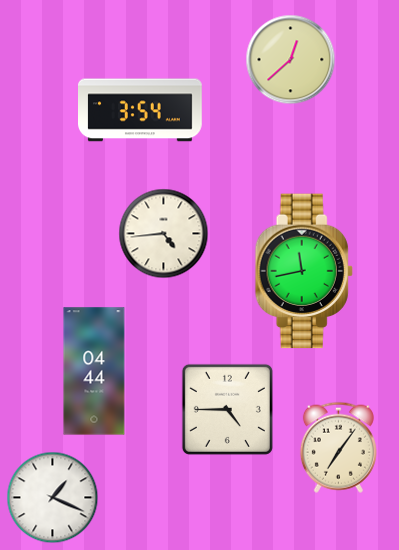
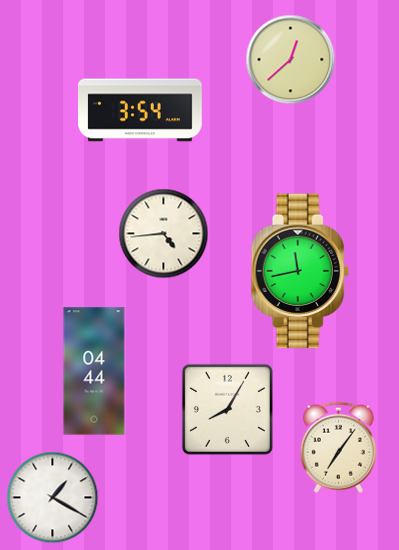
clock at (304, 271) position: (304, 271) -> (300, 271)
clock at (227, 409): 4:45 -> 8:05
clock at (53, 498): 1:19 -> 1:20
